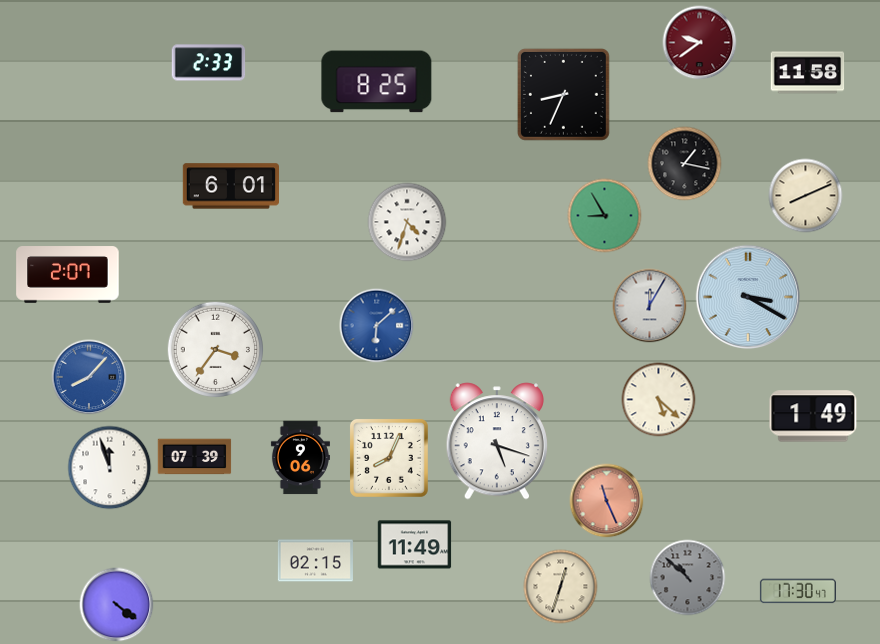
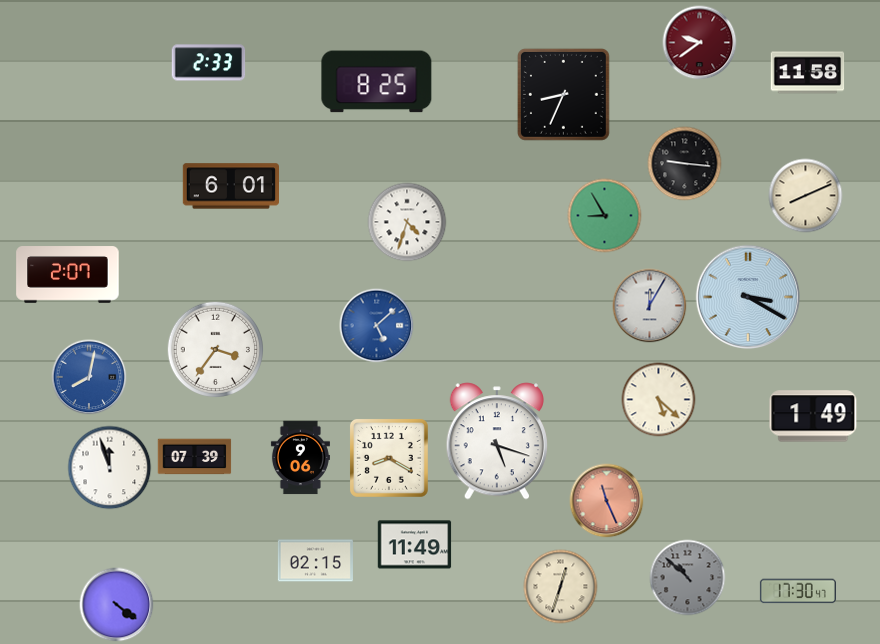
clock at (685, 164): 1:17 -> 9:16
clock at (377, 326): 6:08 -> 5:08
clock at (89, 377): 8:07 -> 8:02
clock at (389, 458): 8:04 -> 8:20
